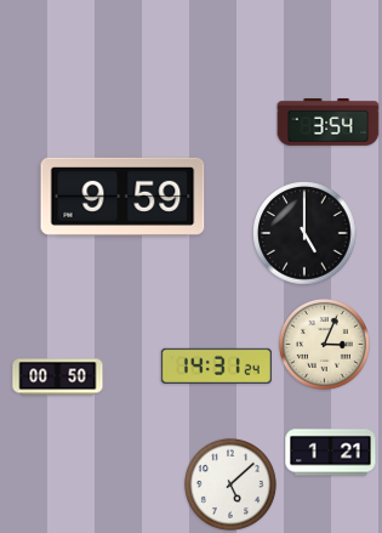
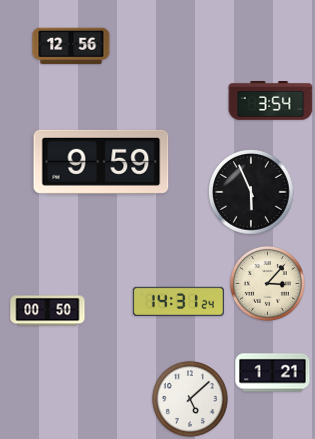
clock at (71, 46): none -> 12:56
clock at (304, 233): 5:00 -> 5:56
clock at (324, 344): 3:04 -> 3:07
